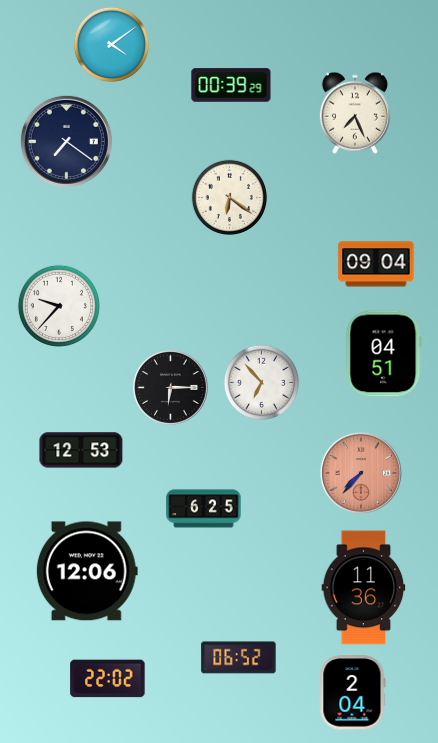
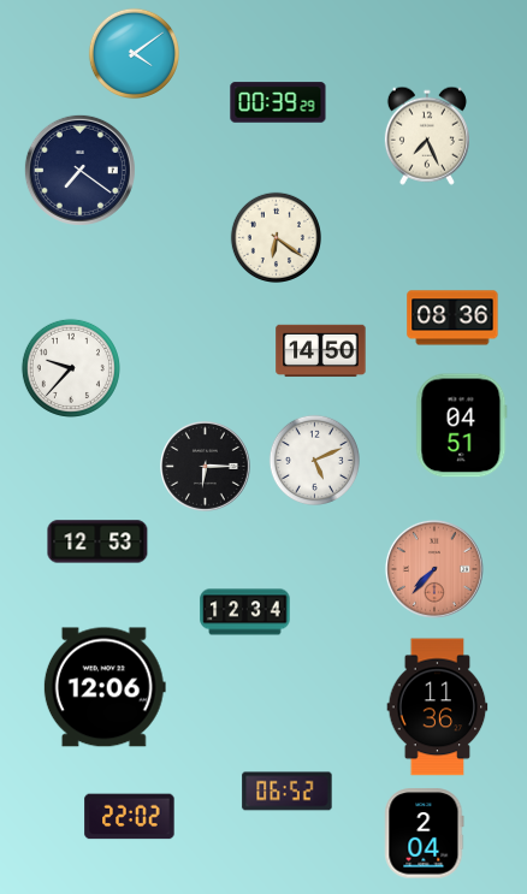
clock at (376, 264): 09:04 -> 08:36
clock at (321, 351): none -> 14:50
clock at (261, 382): 6:53 -> 5:11
clock at (204, 509): 6:25 -> 12:34
